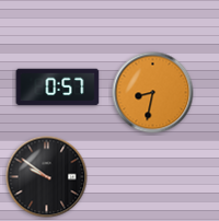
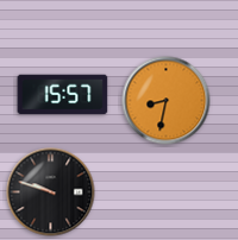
clock at (58, 88): 0:57 -> 15:57
clock at (47, 177): 9:51 -> 9:48
